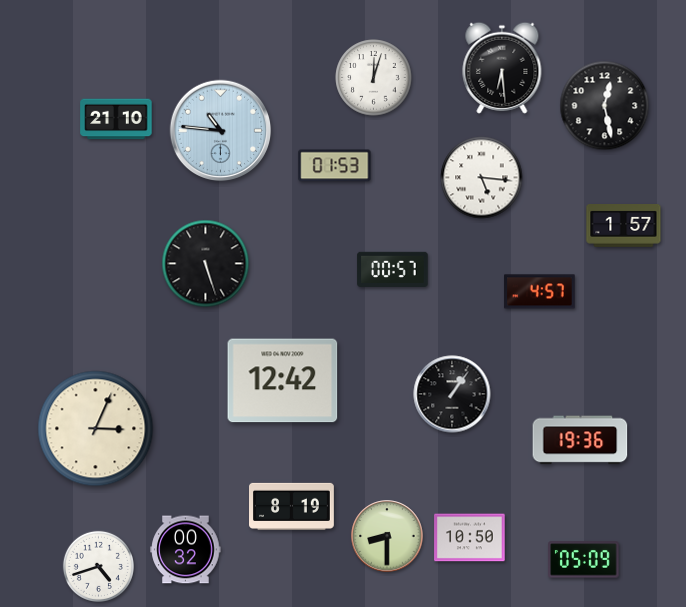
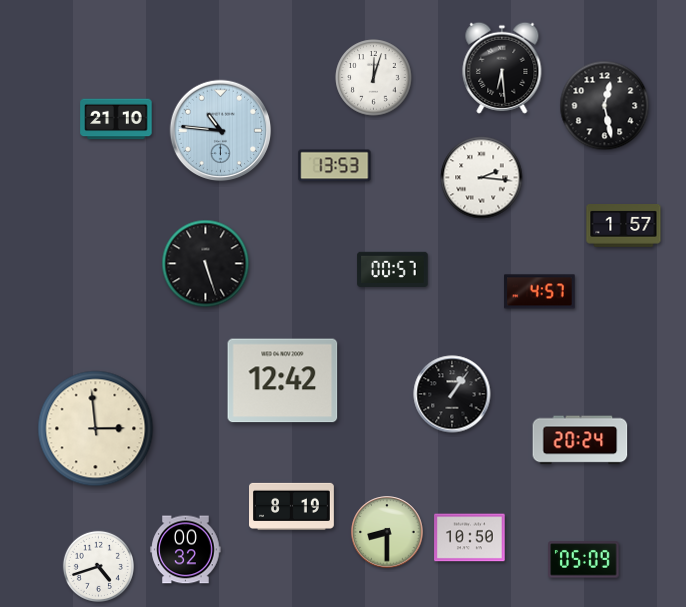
clock at (335, 166): 01:53 -> 13:53
clock at (482, 178): 5:16 -> 2:16
clock at (96, 429): 3:04 -> 2:59
clock at (580, 440): 19:36 -> 20:24
clock at (387, 536) position: (387, 536) -> (387, 532)
